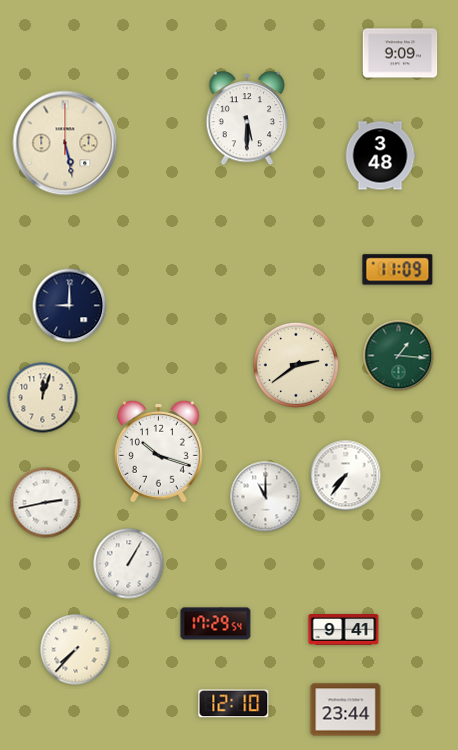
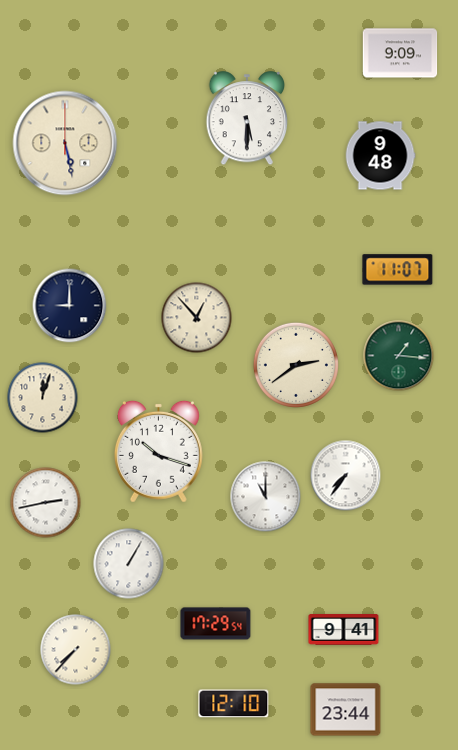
clock at (380, 156): 3:48 -> 9:48
clock at (398, 270): 11:09 -> 11:07
clock at (197, 318): none -> 12:53
